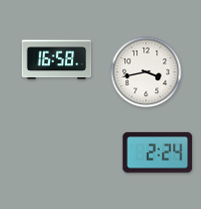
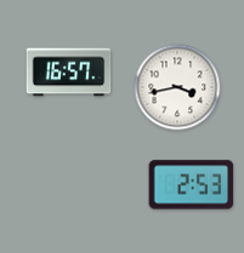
clock at (57, 60): 16:58 -> 16:57
clock at (158, 153): 2:24 -> 2:53
